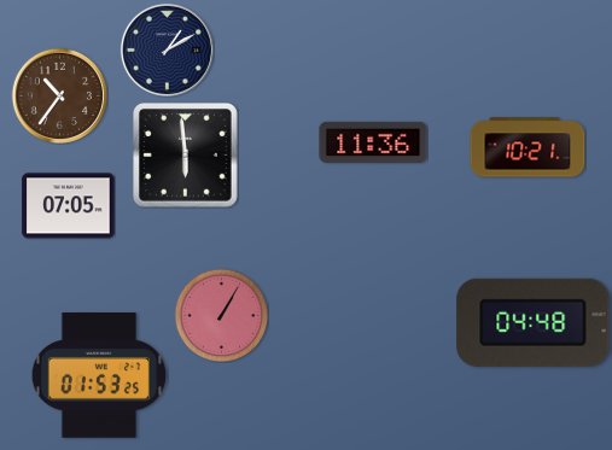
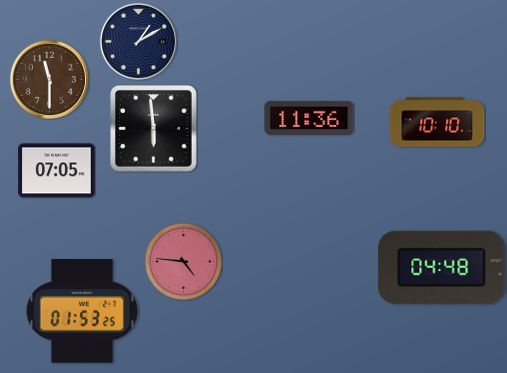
clock at (59, 95): 10:36 -> 11:30
clock at (528, 147): 10:21 -> 10:10
clock at (221, 315): 1:05 -> 4:46
